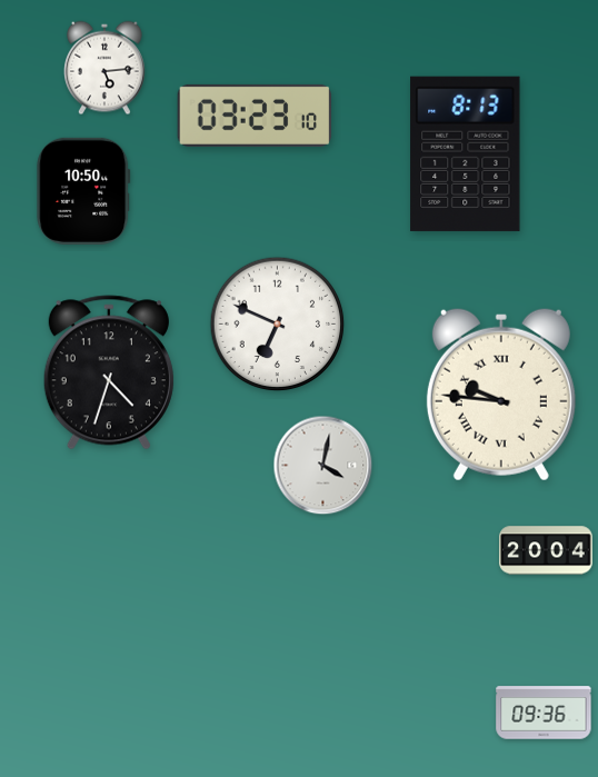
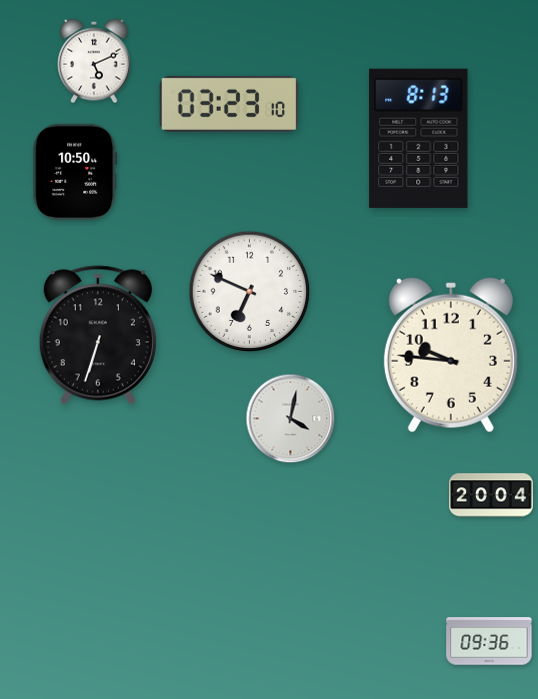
clock at (106, 68): 5:14 -> 5:11
clock at (109, 372): 4:33 -> 6:33
clock at (501, 395) numerals: Roman -> Arabic
